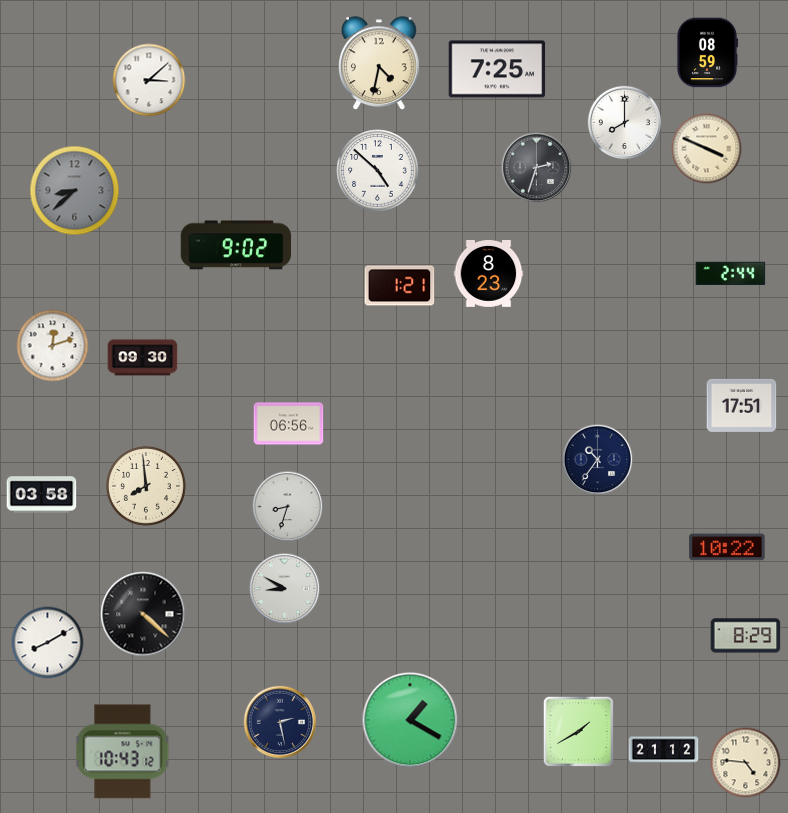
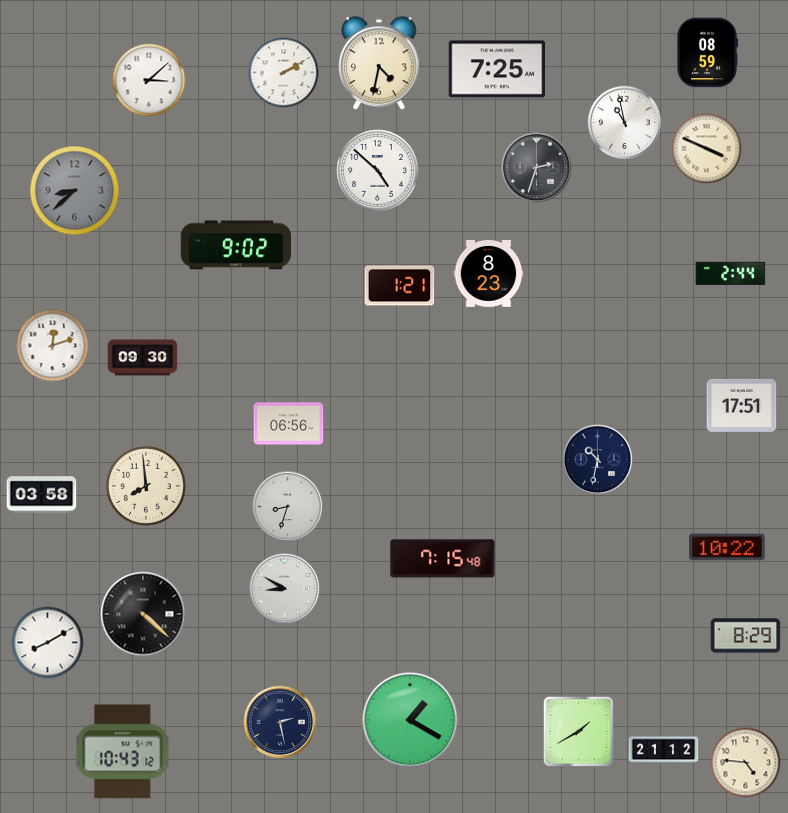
clock at (284, 73): none -> 2:10
clock at (624, 122): 8:00 -> 10:58
clock at (598, 460): 10:36 -> 10:32
clock at (443, 559): none -> 7:15
